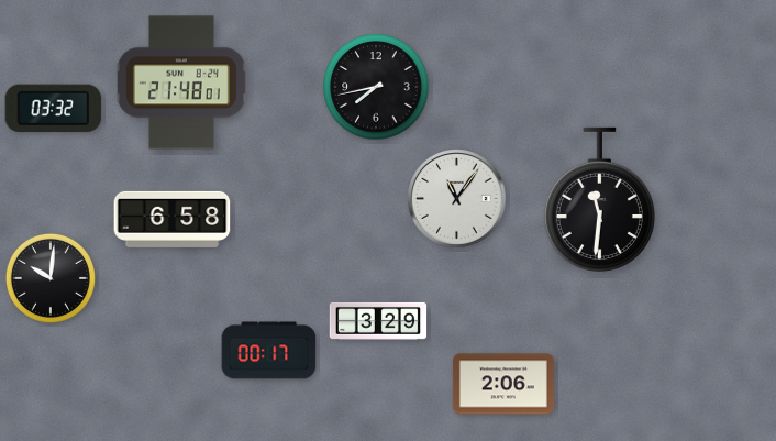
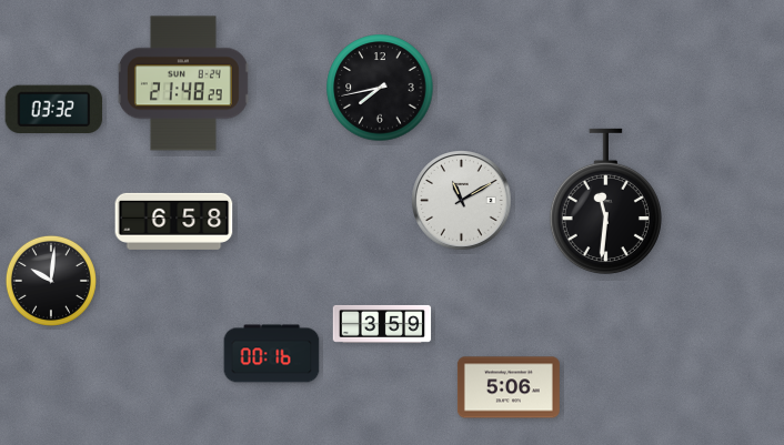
clock at (181, 82): 21:48:01 -> 21:48:29
clock at (457, 199): 11:06 -> 11:10
clock at (378, 321): 3:29 -> 3:59
clock at (269, 351): 00:17 -> 00:16
clock at (503, 384): 2:06 -> 5:06
